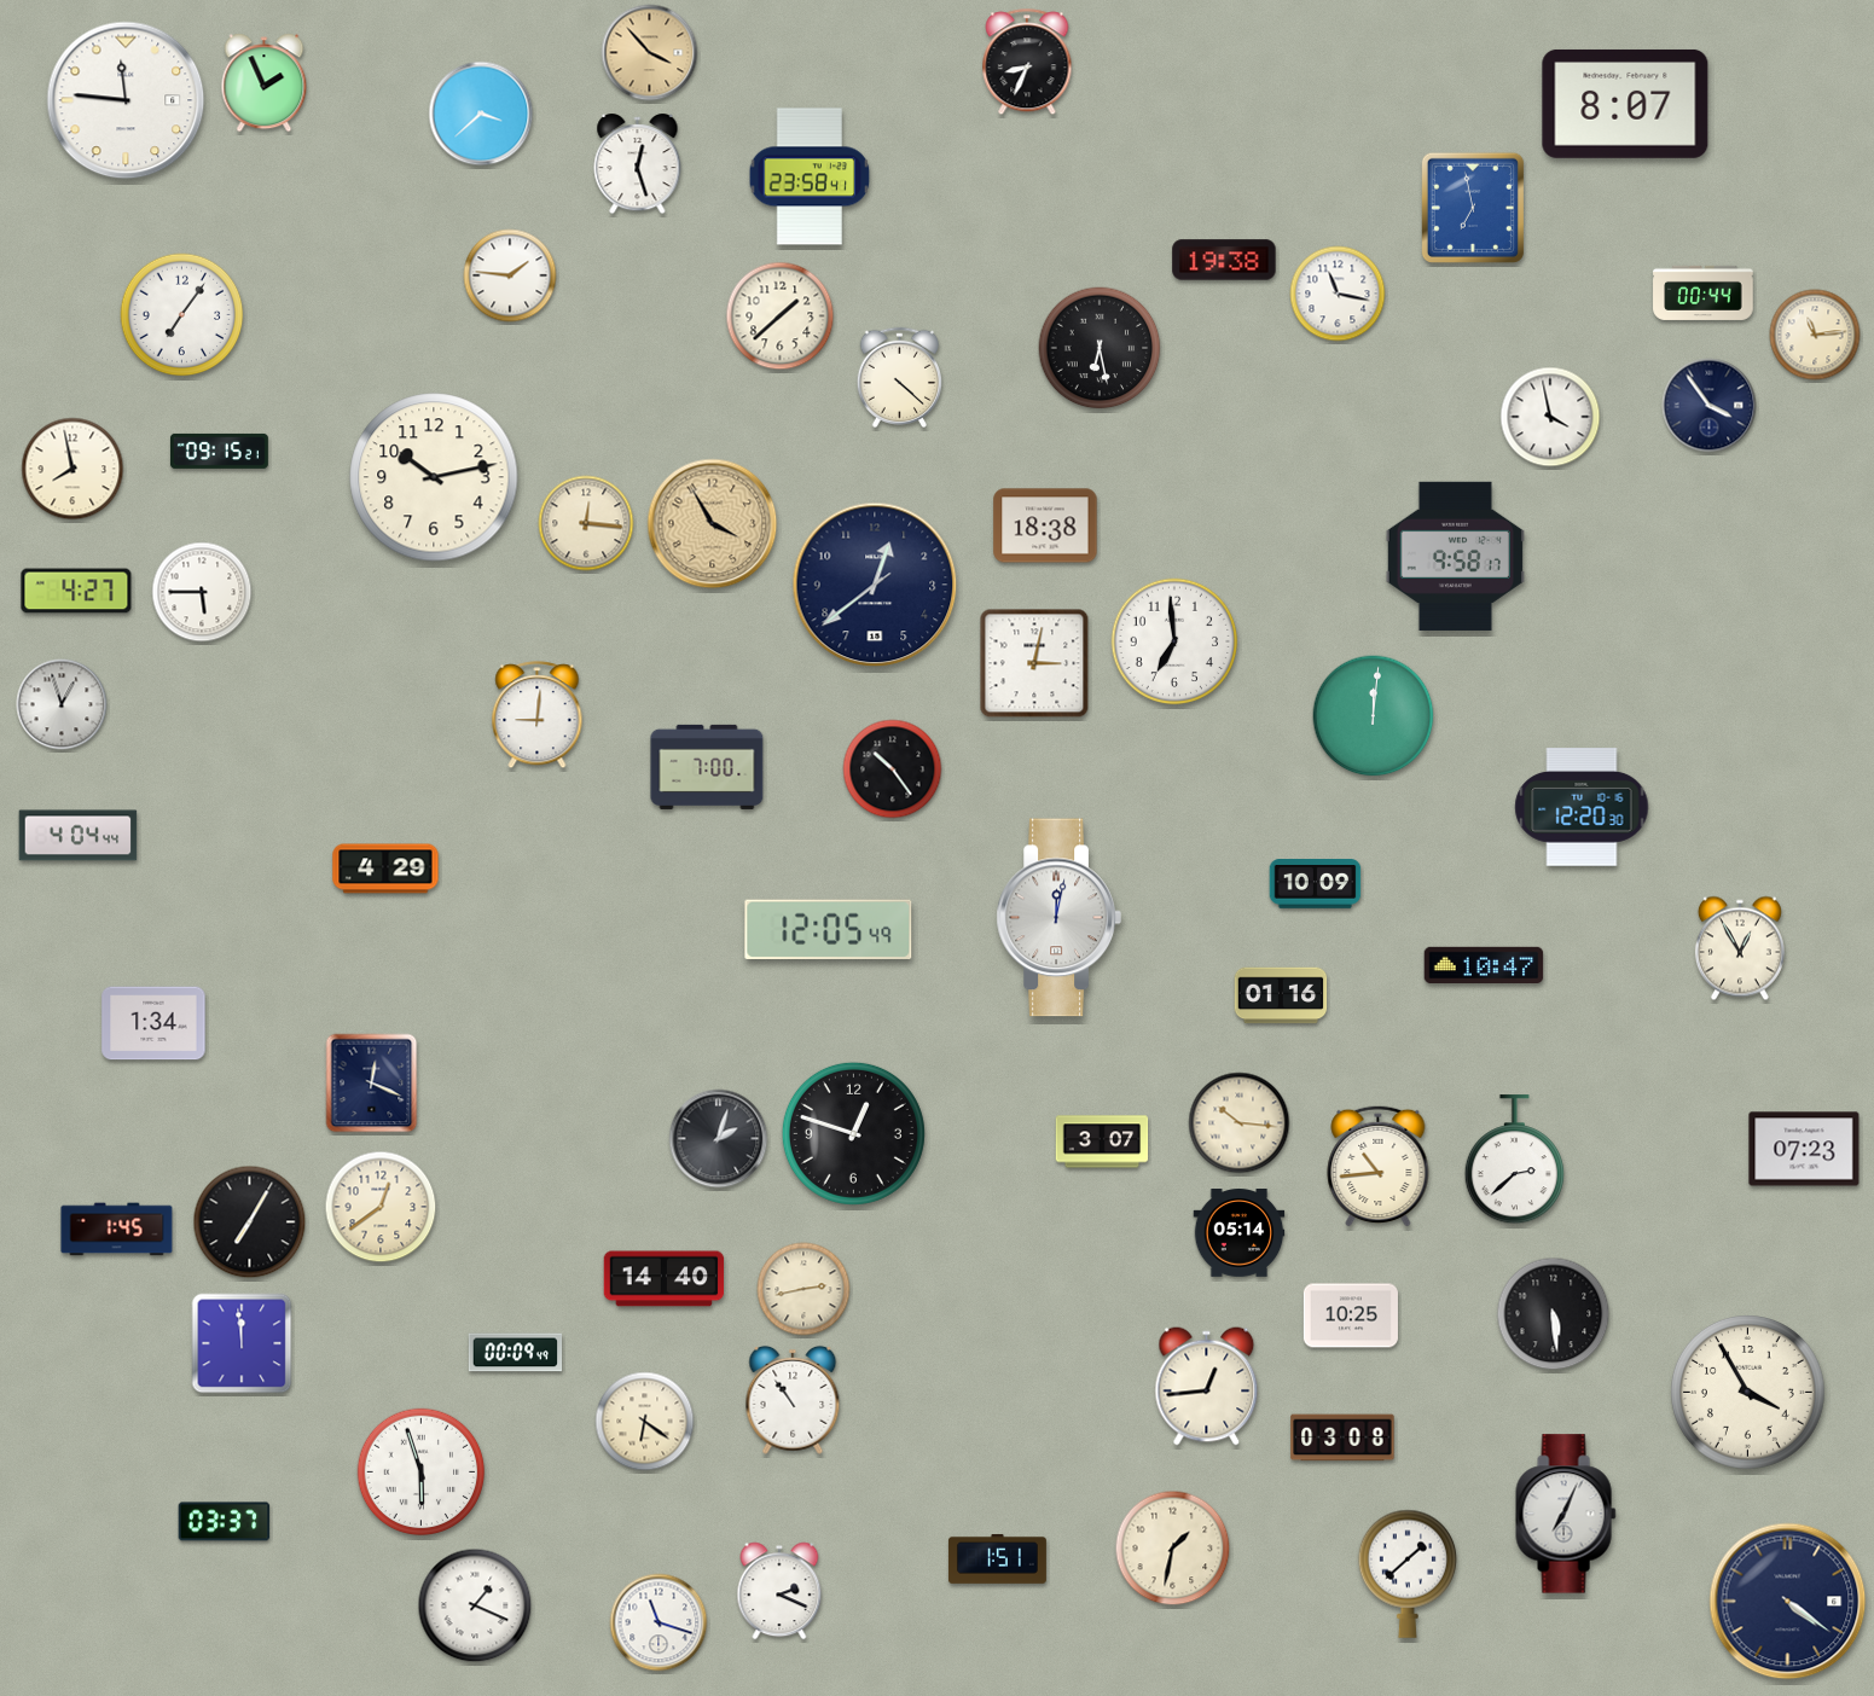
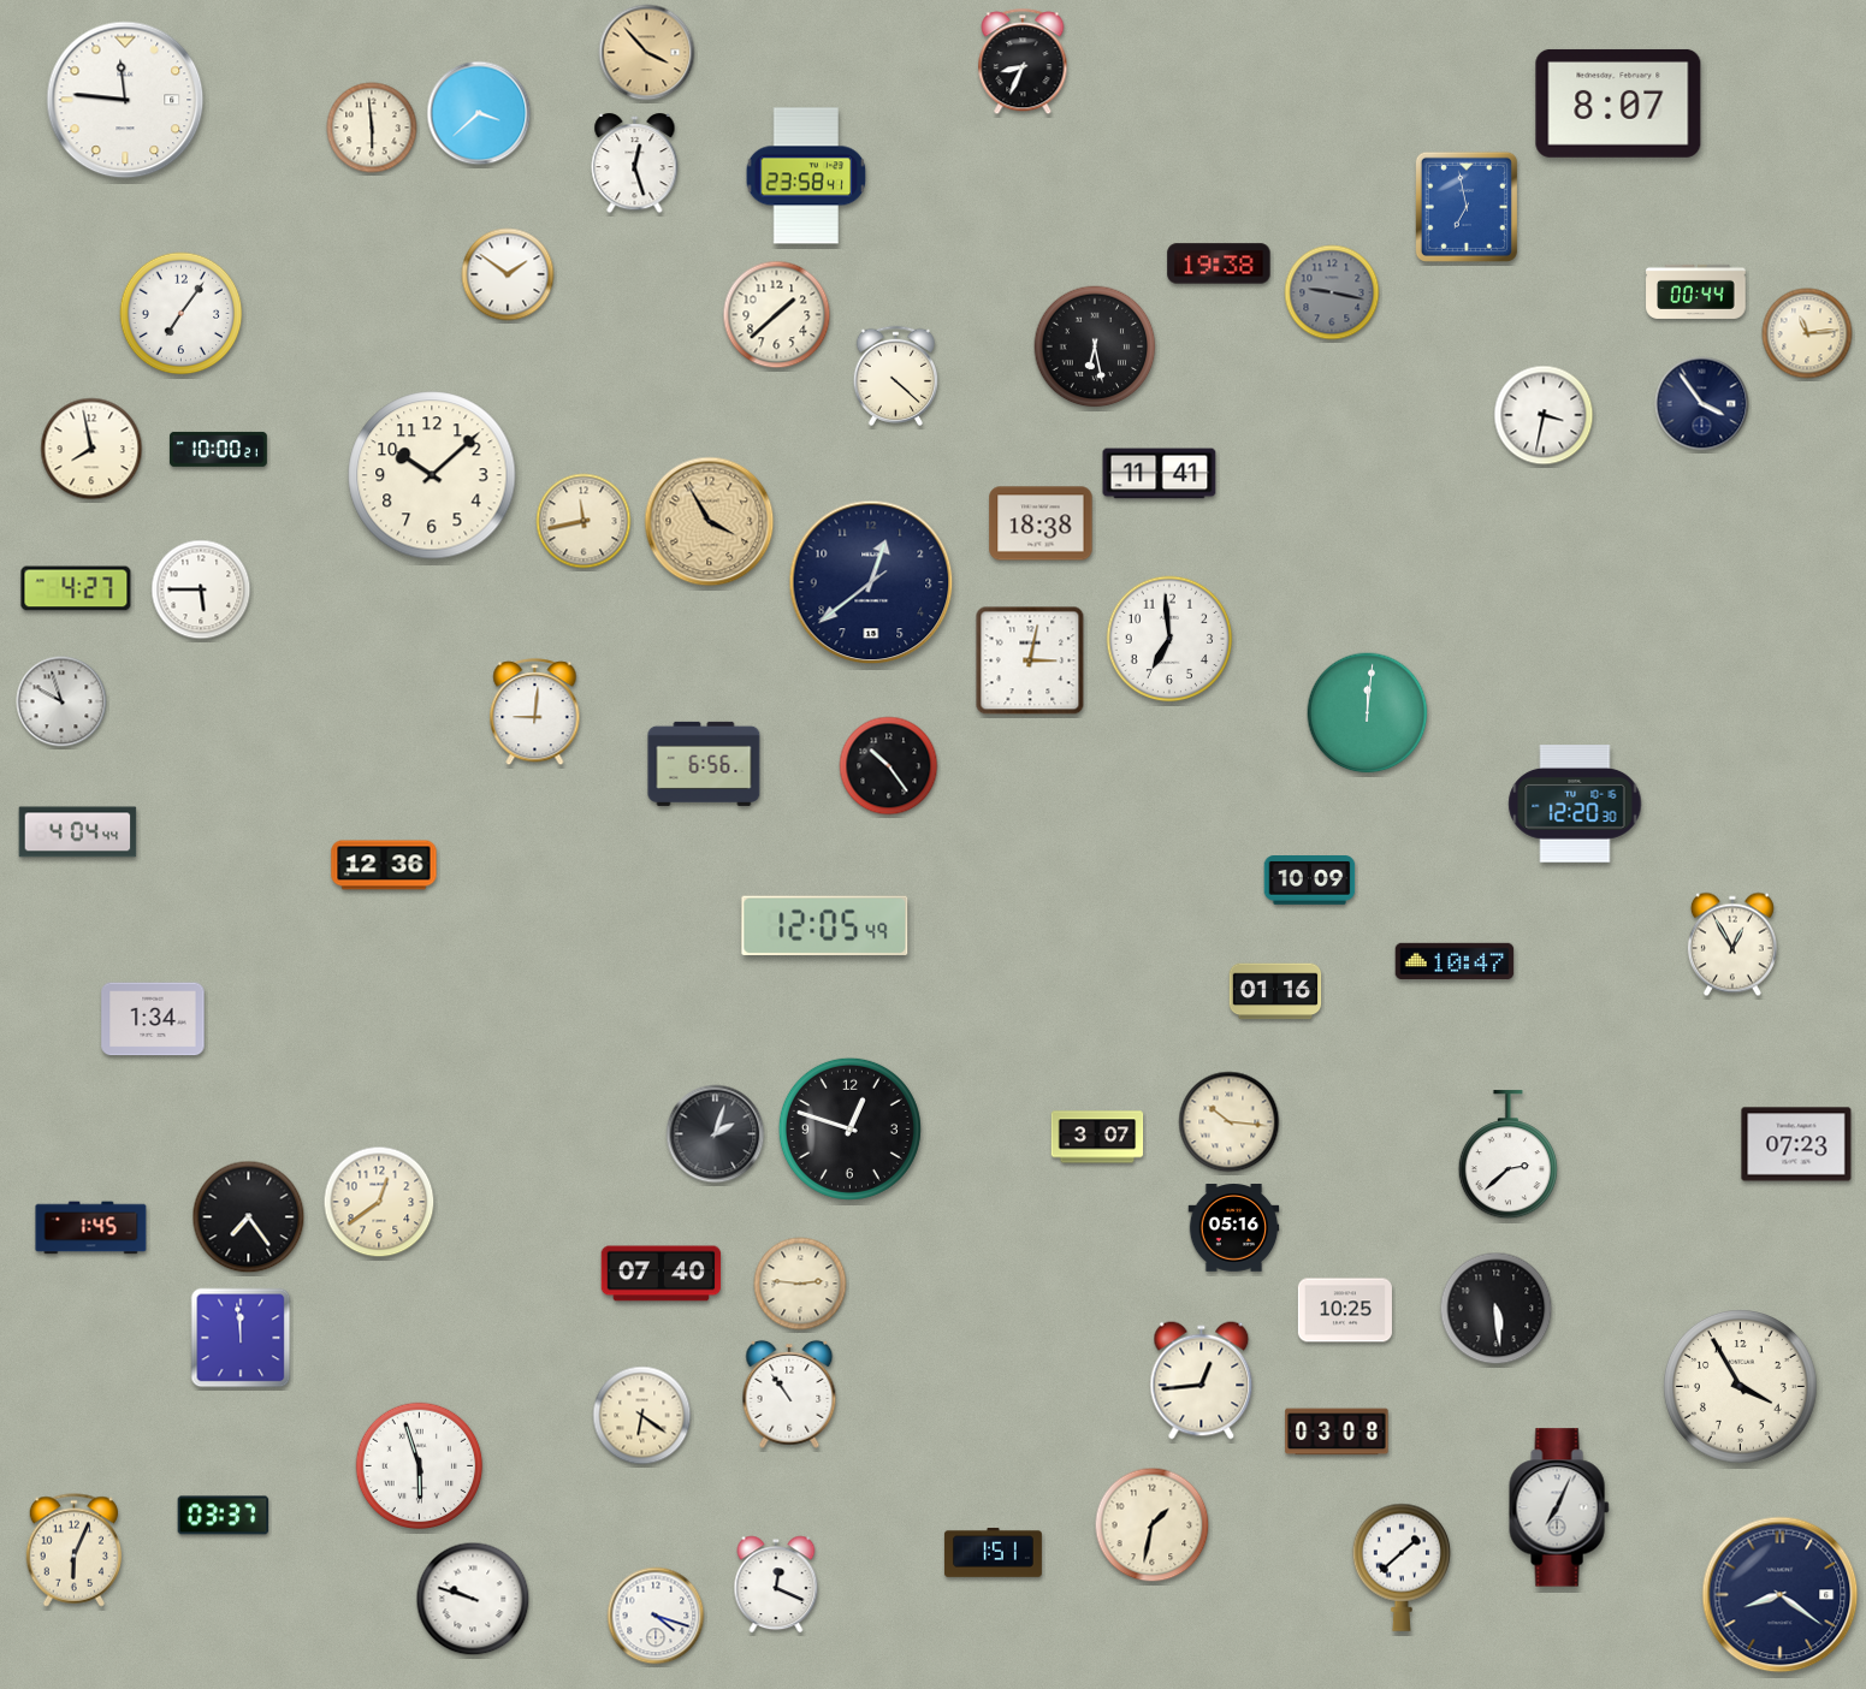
clock at (265, 83): 1:56 -> none
clock at (372, 128): none -> 5:59
clock at (1224, 260) position: (1224, 260) -> (1219, 263)
clock at (510, 275): 1:46 -> 1:51
clock at (1338, 294): 11:17 -> 9:17
clock at (1338, 294) dial: white -> grey
clock at (1550, 417): 3:58 -> 3:32
clock at (219, 451): 09:15 -> 10:00
clock at (72, 469) position: (72, 469) -> (91, 449)
clock at (1160, 474): none -> 11:41
clock at (434, 477): 10:13 -> 10:08
clock at (586, 523): 12:16 -> 11:43
clock at (1455, 556): 9:58 -> none
clock at (62, 704): 12:57 -> 9:57
clock at (707, 767): 7:00 -> 6:56
clock at (385, 869): 4:29 -> 12:36
clock at (1058, 918): 12:02 -> none
clock at (1484, 965) position: (1484, 965) -> (1455, 961)
clock at (372, 1084): 12:19 -> none
clock at (1240, 1123) position: (1240, 1123) -> (1230, 1122)
clock at (1379, 1166): 10:44 -> none
clock at (250, 1222): 7:05 -> 7:24
clock at (117, 1230) position: (117, 1230) -> (91, 1228)
clock at (1240, 1233): 05:14 -> 05:16
clock at (665, 1279): 14:40 -> 07:40
clock at (803, 1289): 2:43 -> 2:46
clock at (1554, 1314) position: (1554, 1314) -> (1497, 1309)
clock at (516, 1353): 00:09 -> none
clock at (1173, 1549) position: (1173, 1549) -> (1153, 1525)
clock at (75, 1551): none -> 6:04
clock at (779, 1591): 2:19 -> 12:19
clock at (1788, 1602): 4:21 -> 8:21
clock at (475, 1605): 1:19 -> 9:48
clock at (658, 1622): 11:18 -> 4:18
